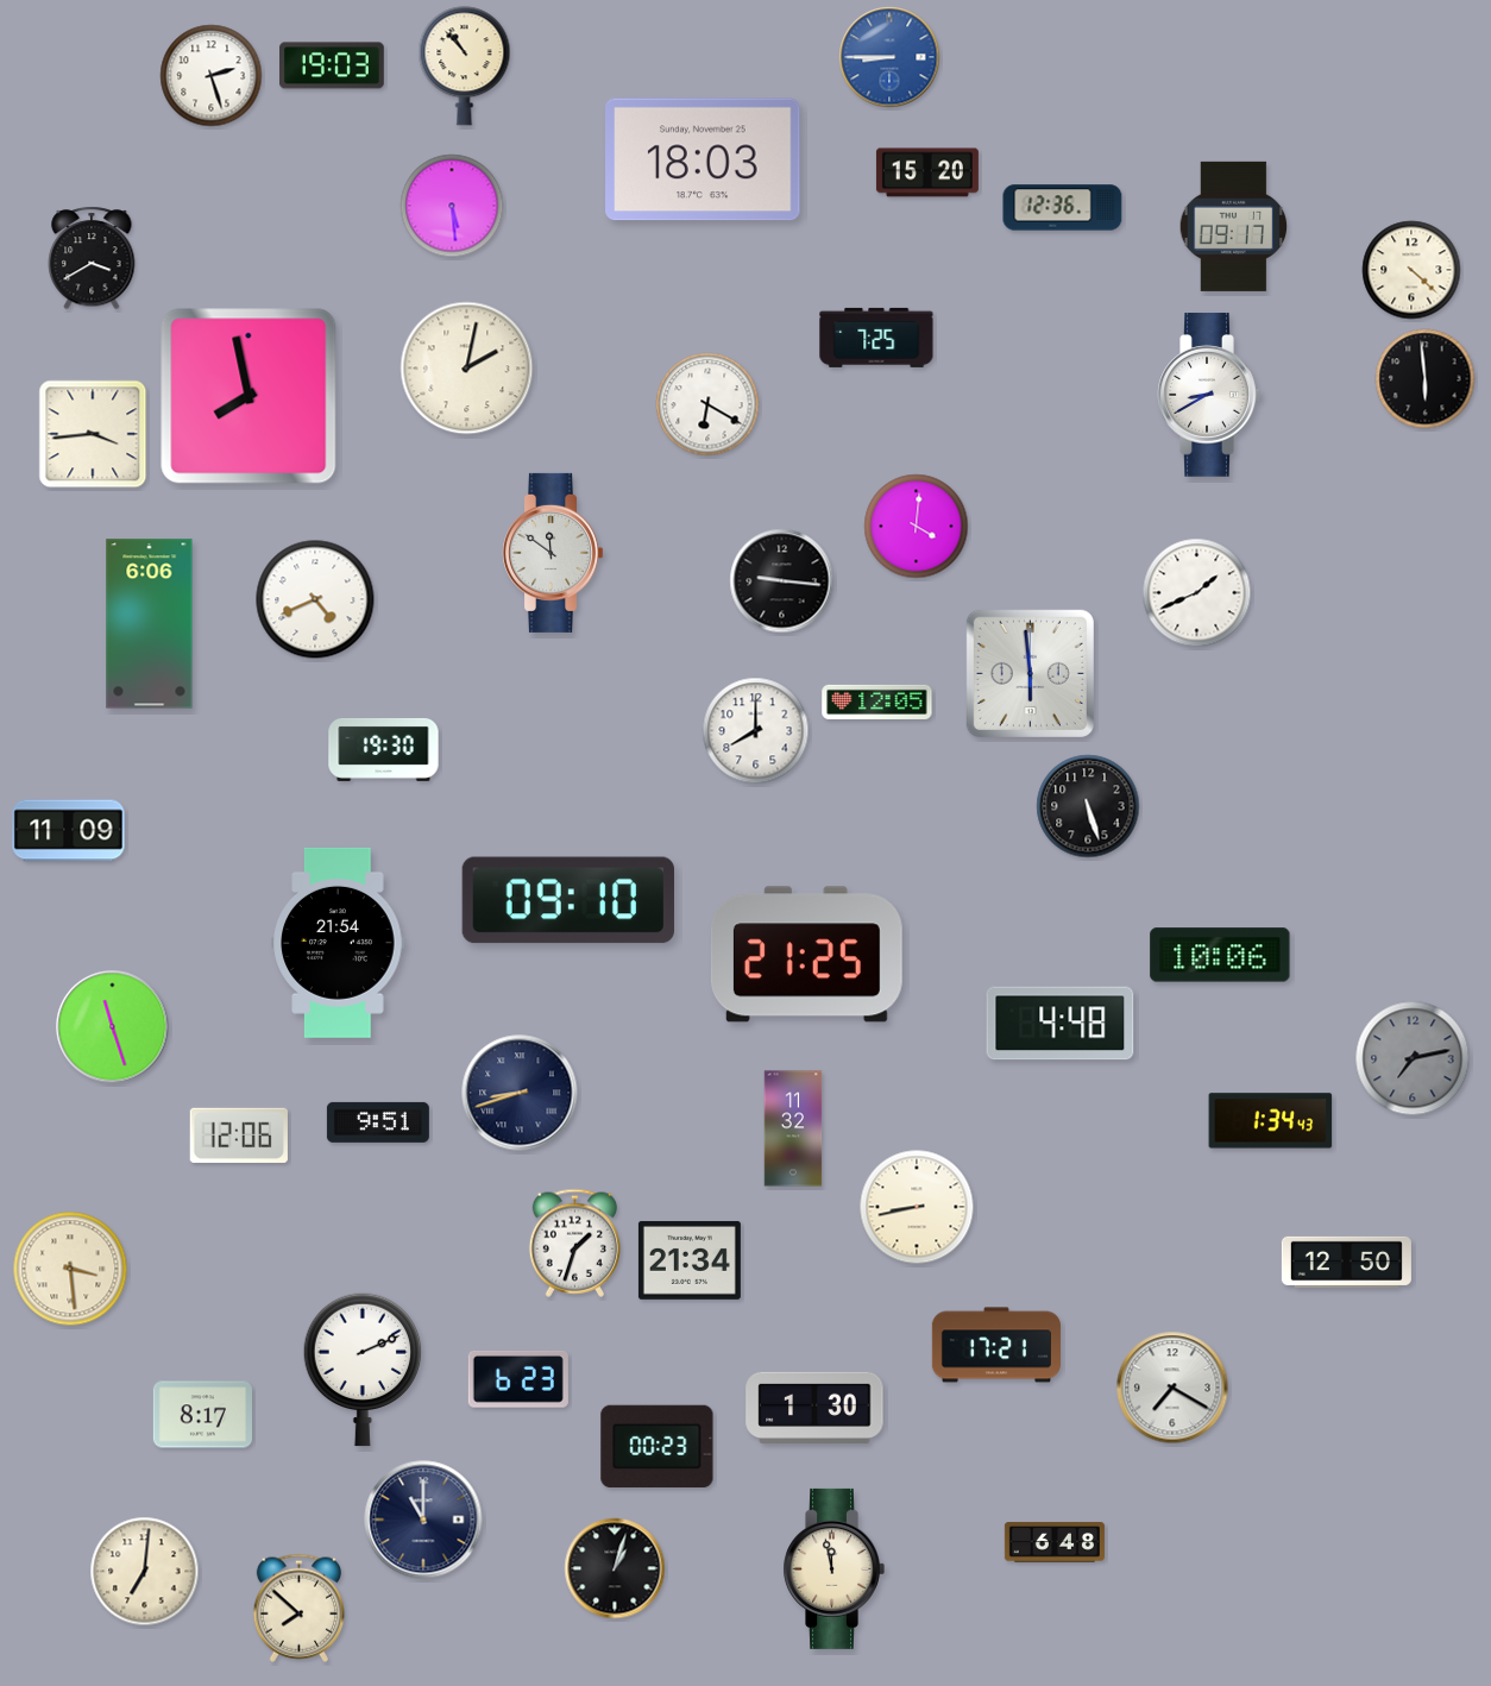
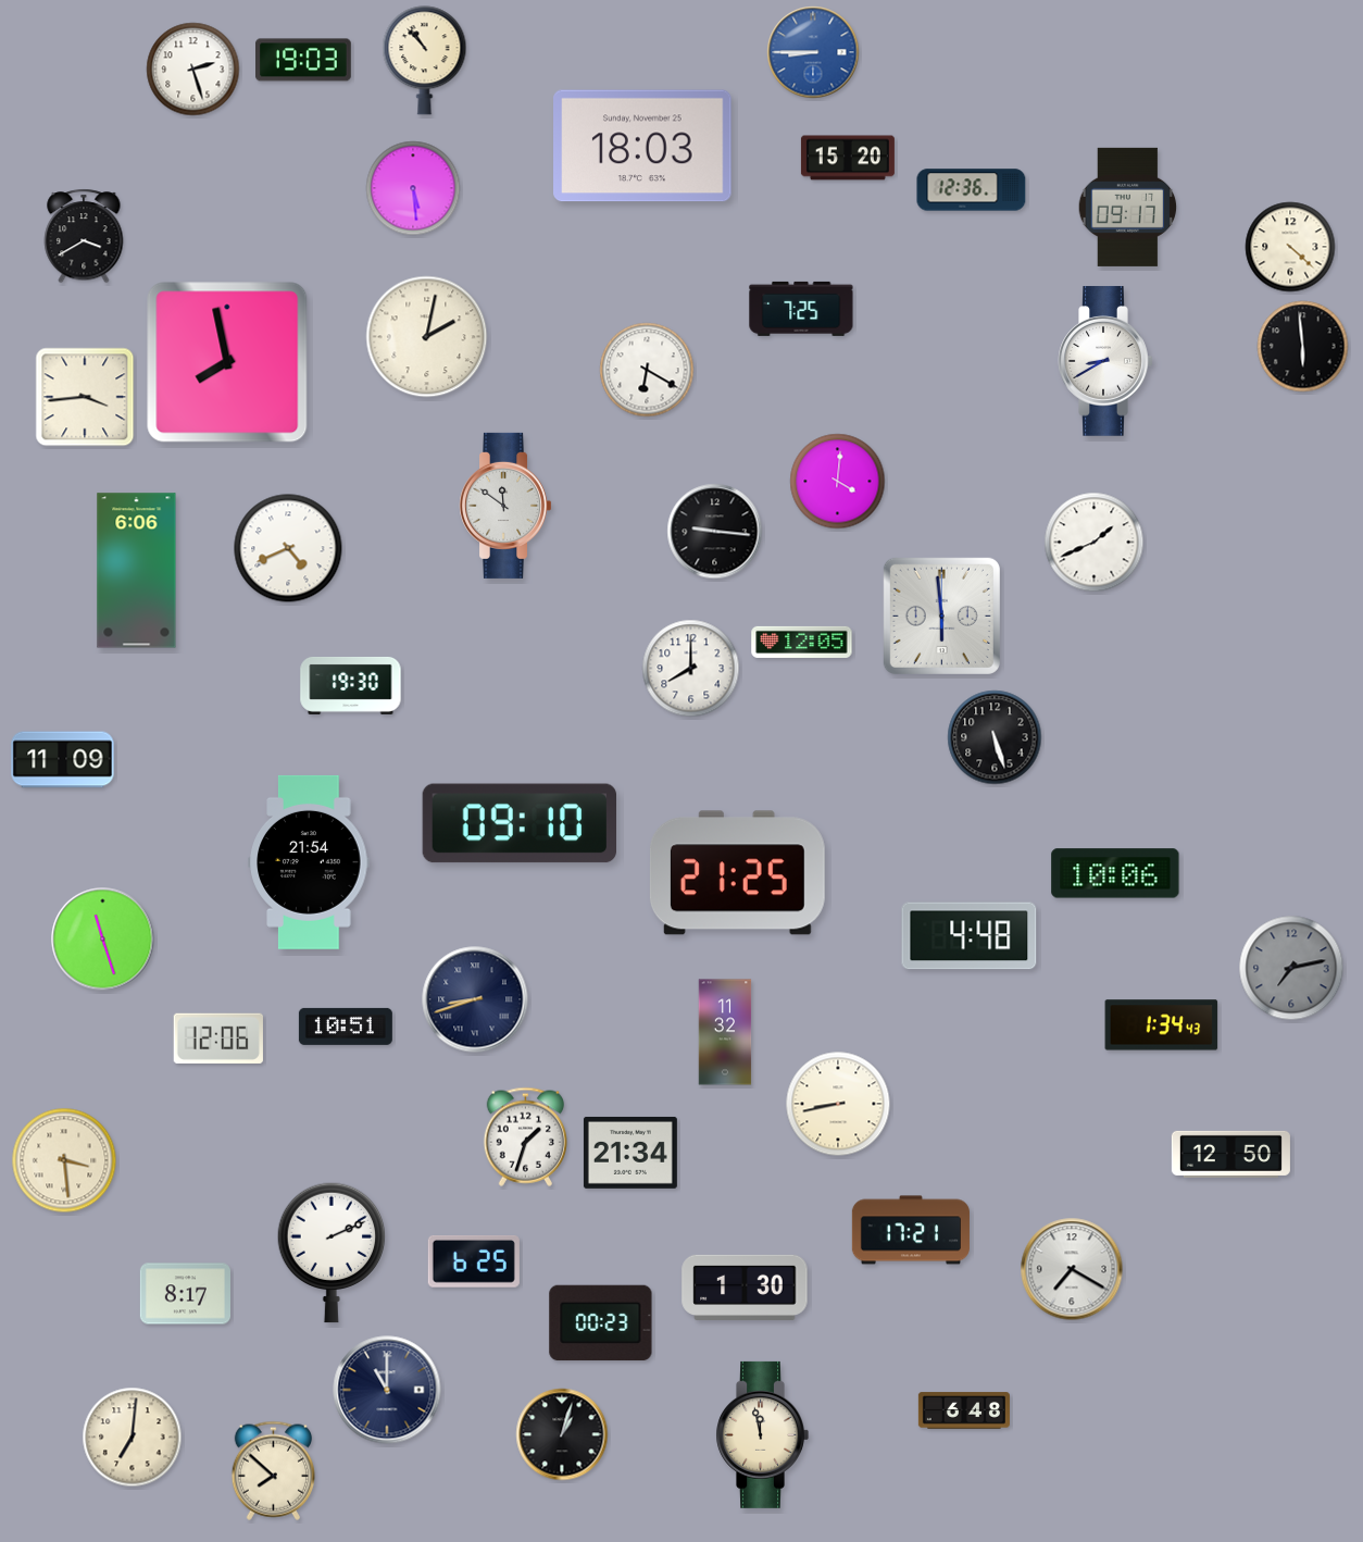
clock at (378, 1122): 9:51 -> 10:51
clock at (518, 1379): 6:23 -> 6:25
